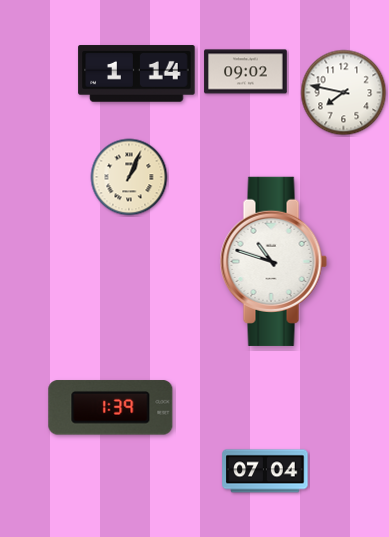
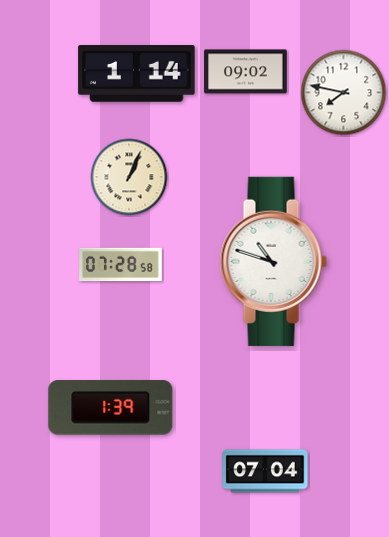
clock at (121, 265): none -> 07:28
